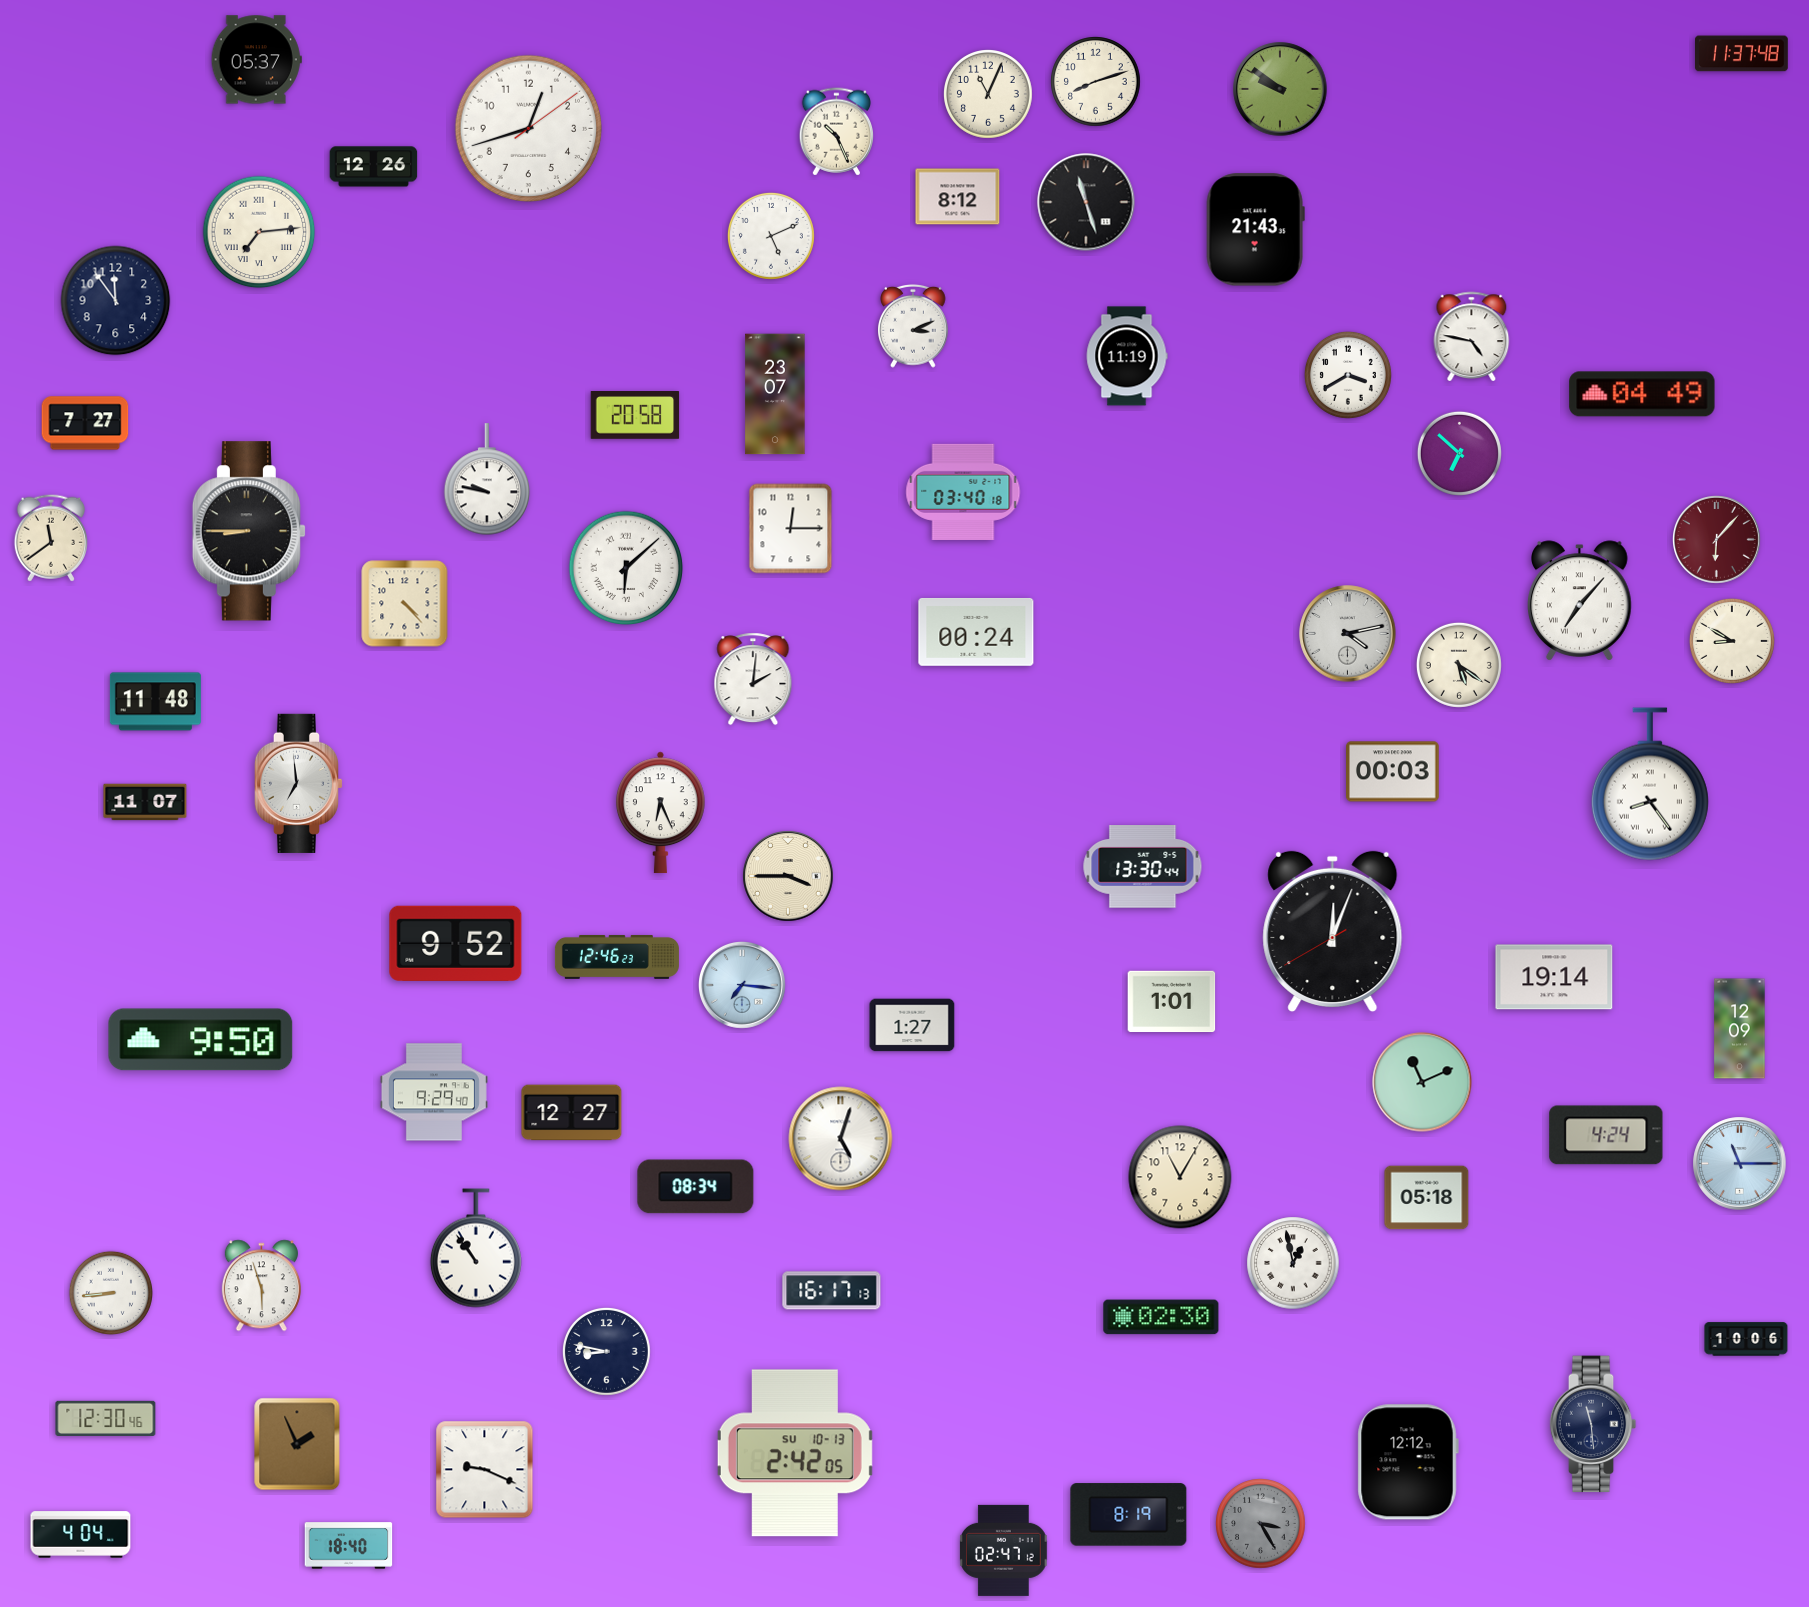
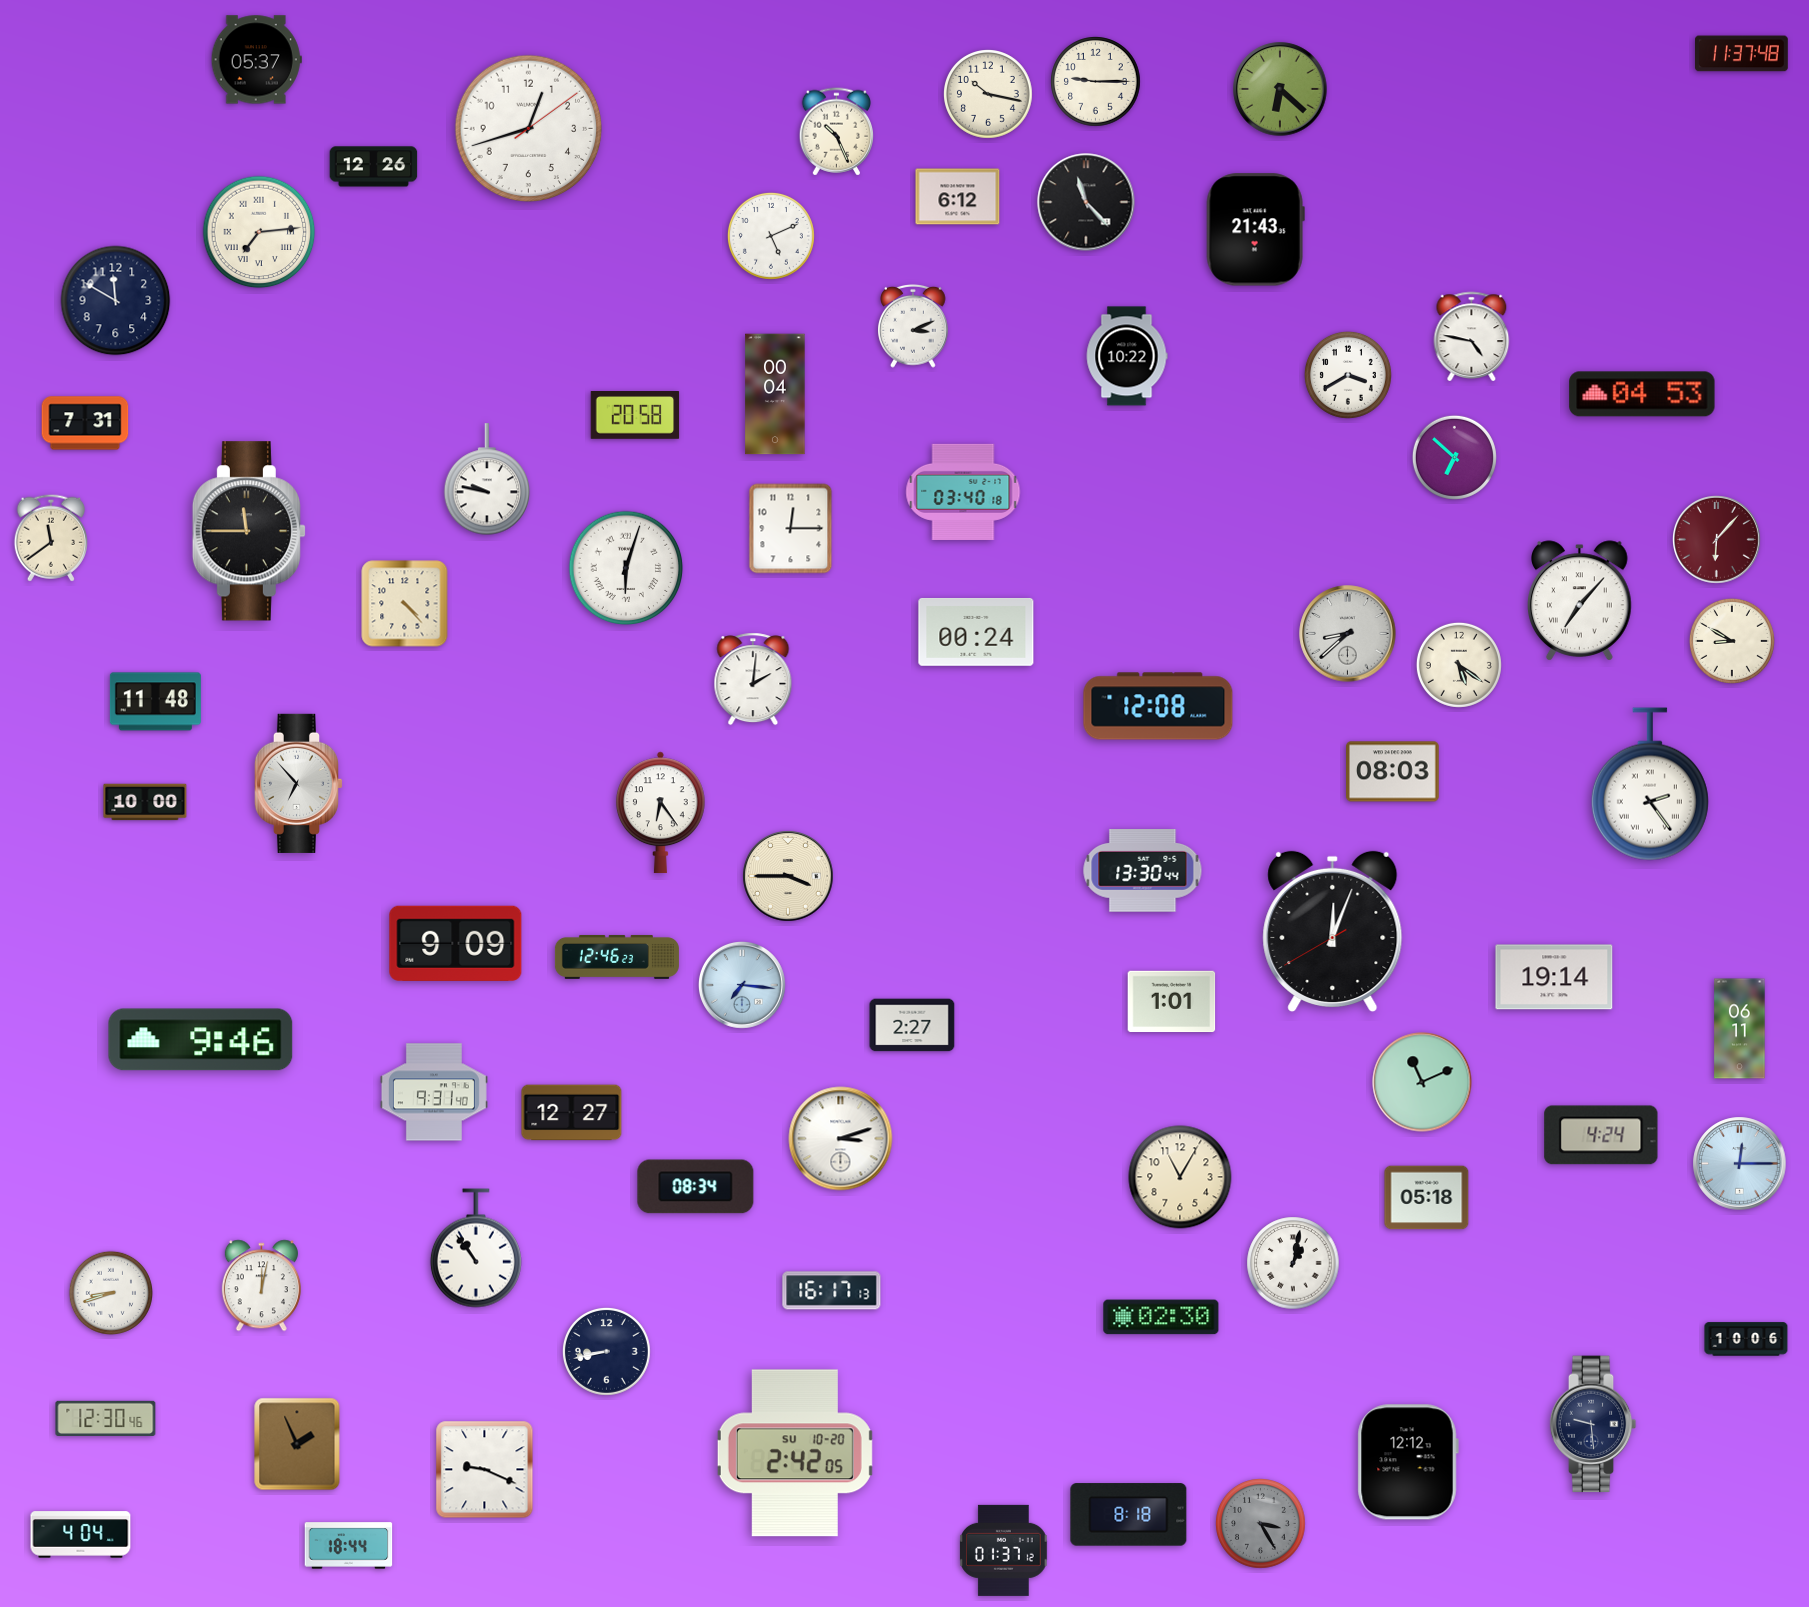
clock at (1096, 82): 8:12 -> 9:15
clock at (1280, 89): 9:51 -> 6:22
clock at (989, 95): 11:04 -> 10:17
clock at (958, 197): 8:12 -> 6:12
clock at (1086, 202): 11:27 -> 11:23
clock at (116, 301): 11:54 -> 11:50
clock at (1127, 356): 11:19 -> 10:22
clock at (775, 394): 23:07 -> 00:04
clock at (1642, 394): 04:49 -> 04:53
clock at (85, 423): 7:27 -> 7:31
clock at (1459, 453) position: (1459, 453) -> (1454, 457)
clock at (249, 531): 8:45 -> 11:45
clock at (626, 568): 6:08 -> 6:03
clock at (1348, 634): 4:13 -> 8:38
clock at (1158, 706): none -> 12:08
clock at (1393, 772): 00:03 -> 08:03
clock at (298, 783): 6:59 -> 6:53
clock at (1650, 784): 8:24 -> 2:24
clock at (145, 802): 11:07 -> 10:00
clock at (660, 813): 6:26 -> 6:24
clock at (1143, 867) position: (1143, 867) -> (1143, 871)
clock at (456, 943): 9:52 -> 9:09
clock at (912, 1025): 1:27 -> 2:27
clock at (1740, 1029): 12:09 -> 06:11
clock at (201, 1040): 9:50 -> 9:46
clock at (434, 1092): 9:29 -> 9:31
clock at (1606, 1135) position: (1606, 1135) -> (1601, 1135)
clock at (841, 1139): 5:03 -> 3:12
clock at (1740, 1164): 11:15 -> 12:15
clock at (1293, 1263): 12:58 -> 1:02
clock at (261, 1286): 5:57 -> 12:02
clock at (111, 1293): 8:44 -> 8:42
clock at (606, 1351): 8:47 -> 8:43
clock at (1593, 1424): 11:29 -> 9:29
clock at (795, 1453) date: SU 10-13 -> SU 10-20
clock at (1129, 1515): 8:19 -> 8:18
clock at (349, 1546): 18:40 -> 18:44
clock at (1004, 1550): 02:47 -> 01:37
